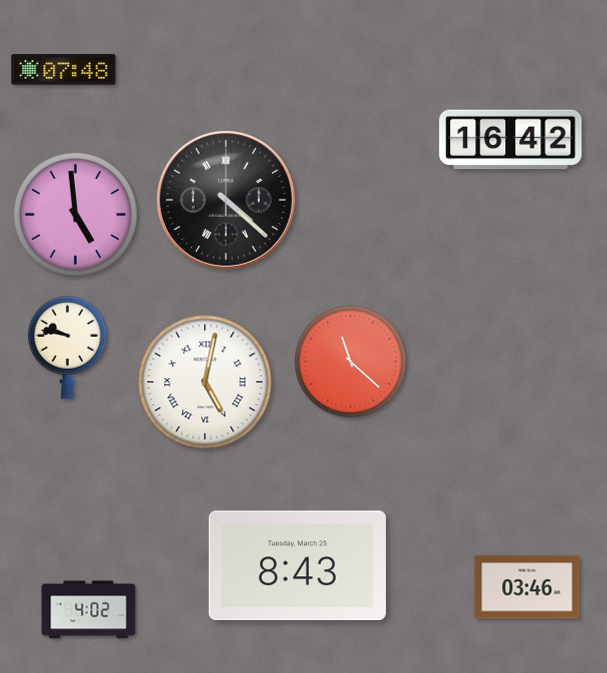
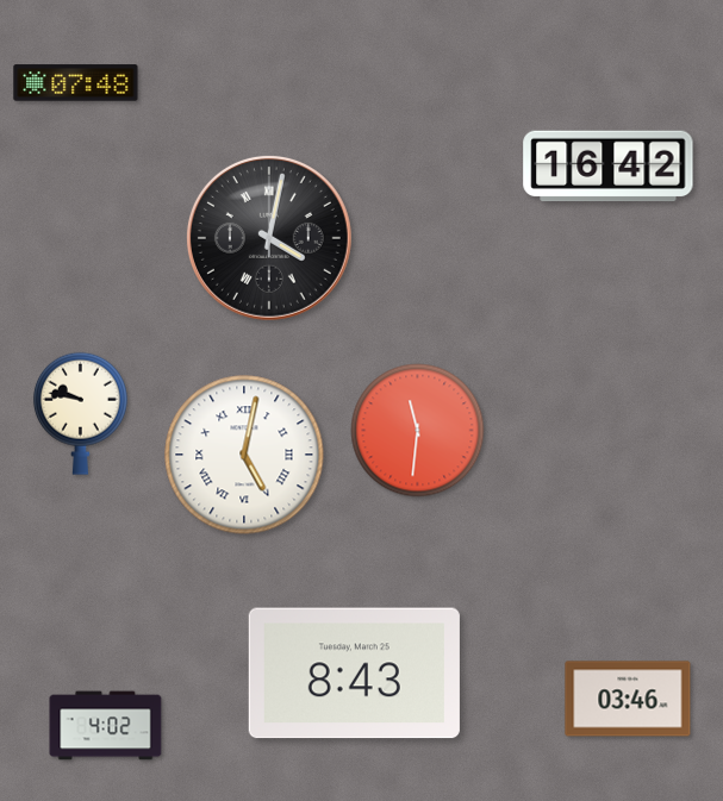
clock at (226, 200): 4:22 -> 4:02
clock at (75, 214): 4:59 -> none
clock at (351, 362): 11:22 -> 11:31
